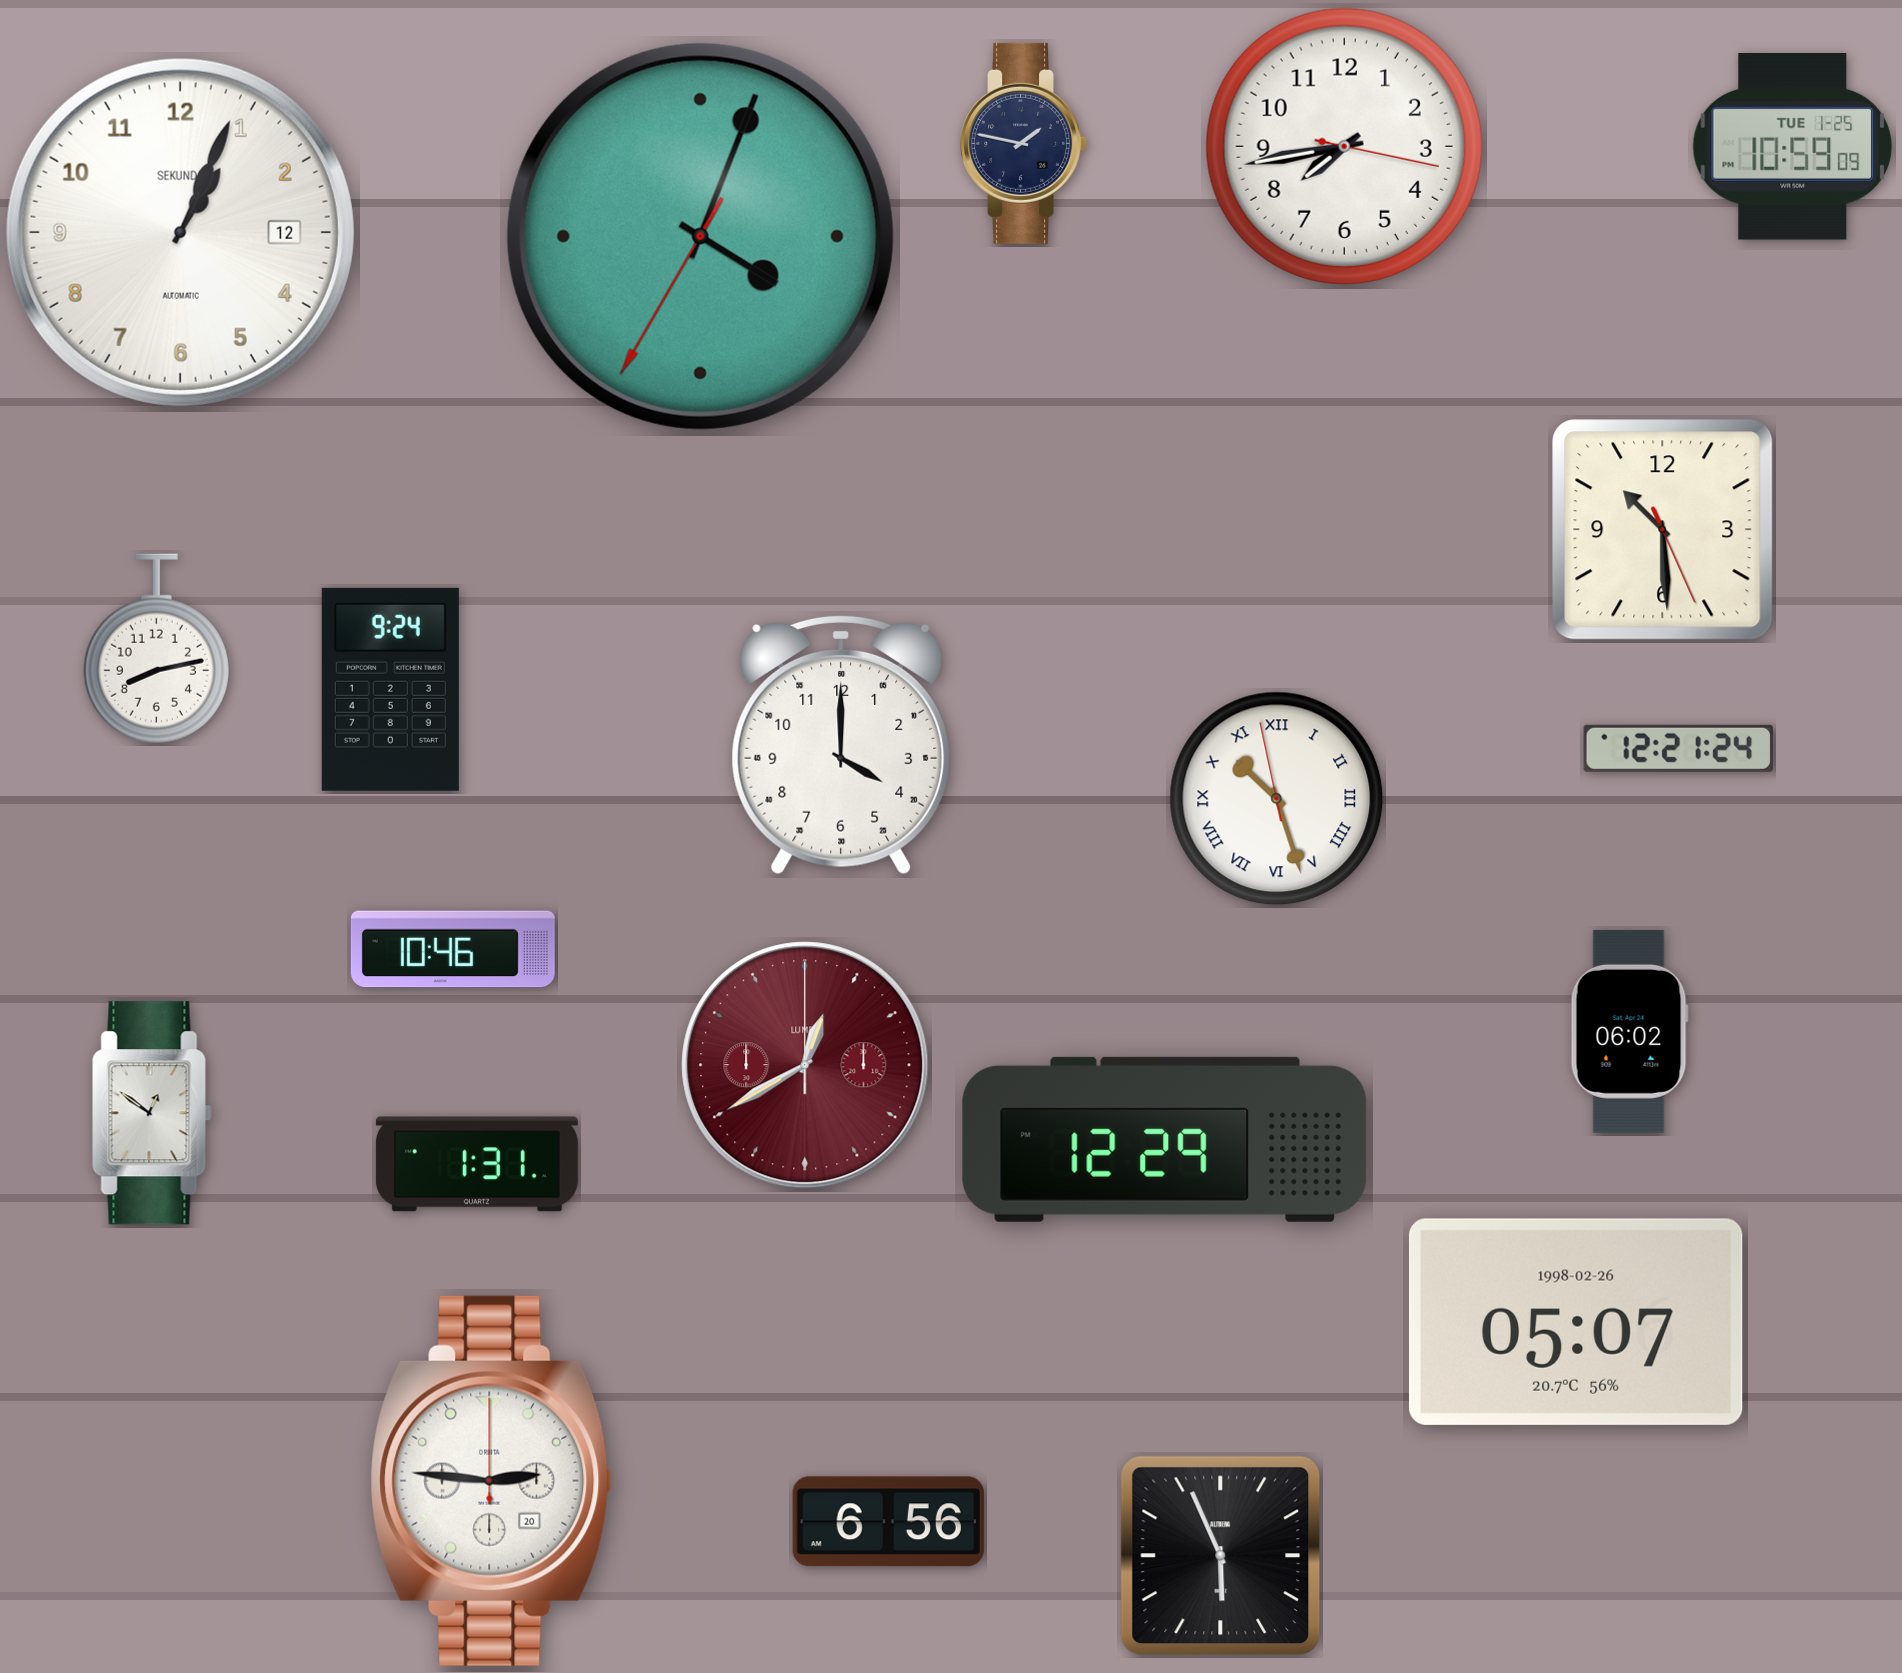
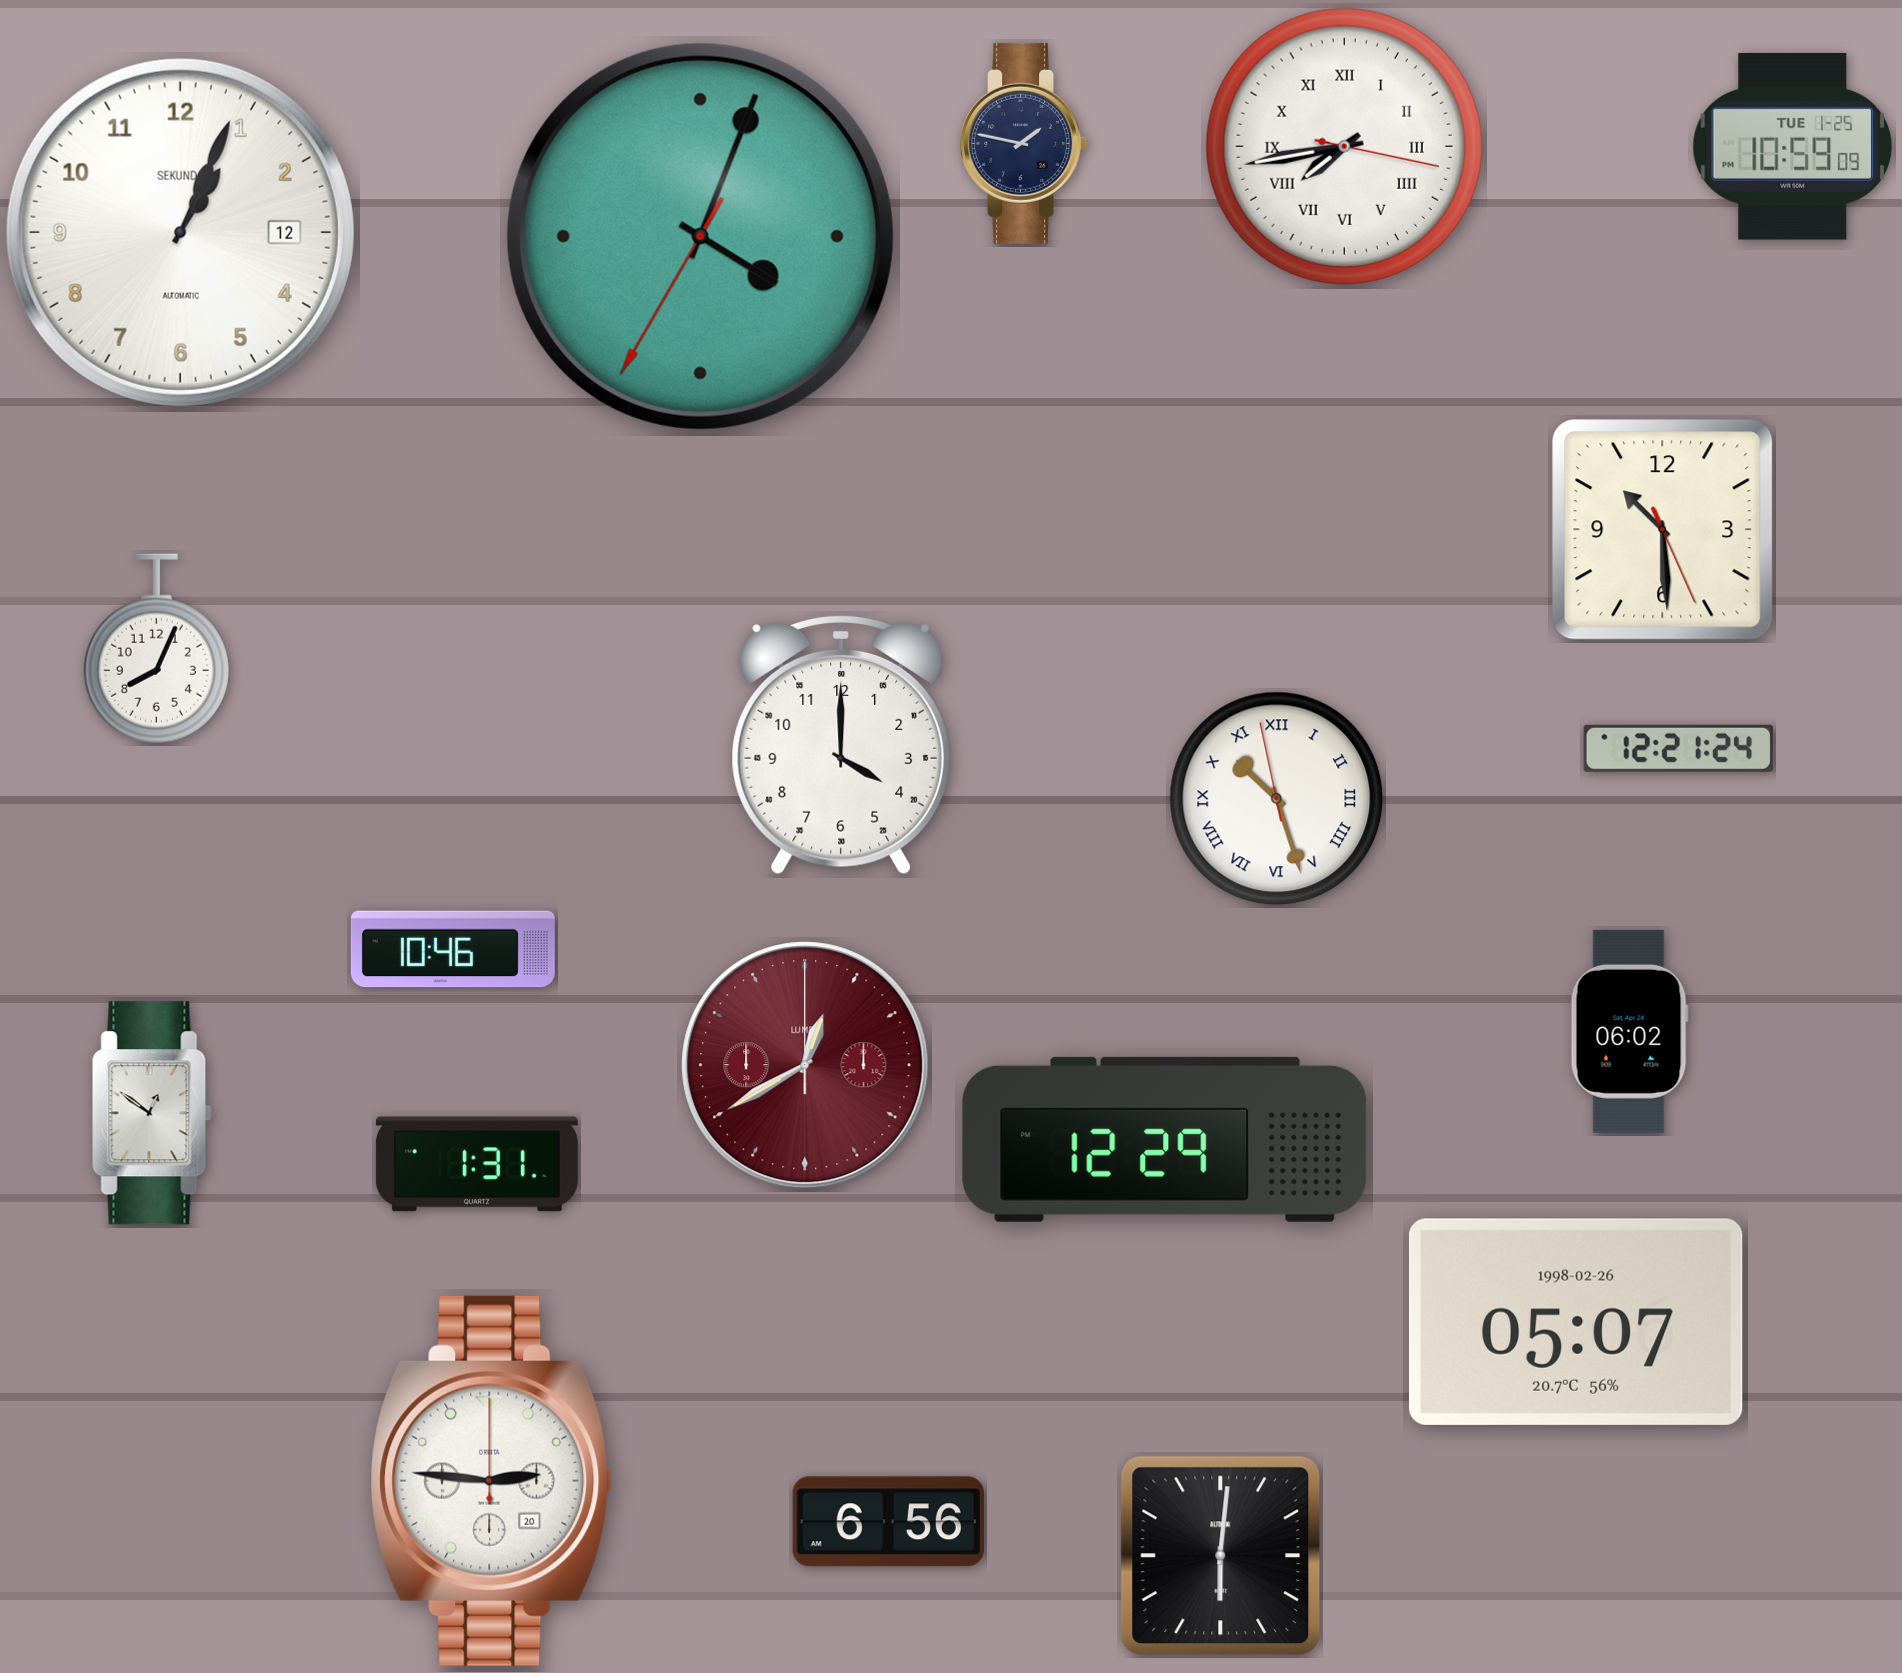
clock at (1344, 146) numerals: Arabic -> Roman
clock at (156, 649): 8:13 -> 8:04
clock at (390, 689): 9:24 -> none
clock at (1221, 1556): 5:56 -> 6:01
